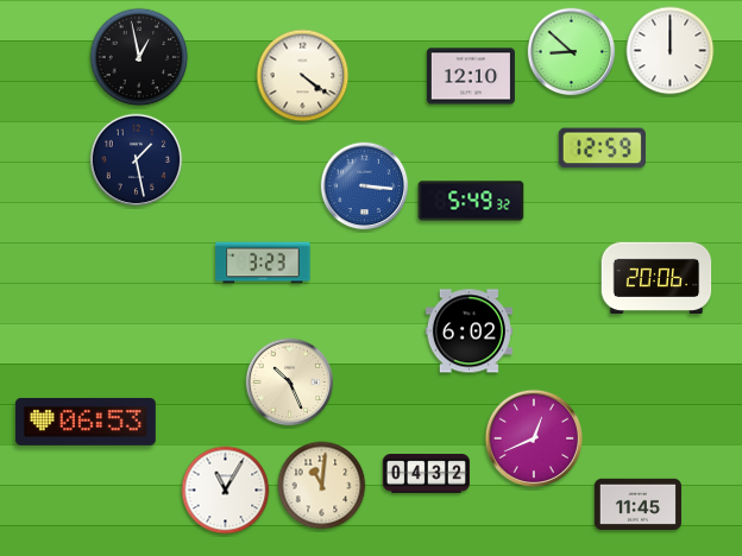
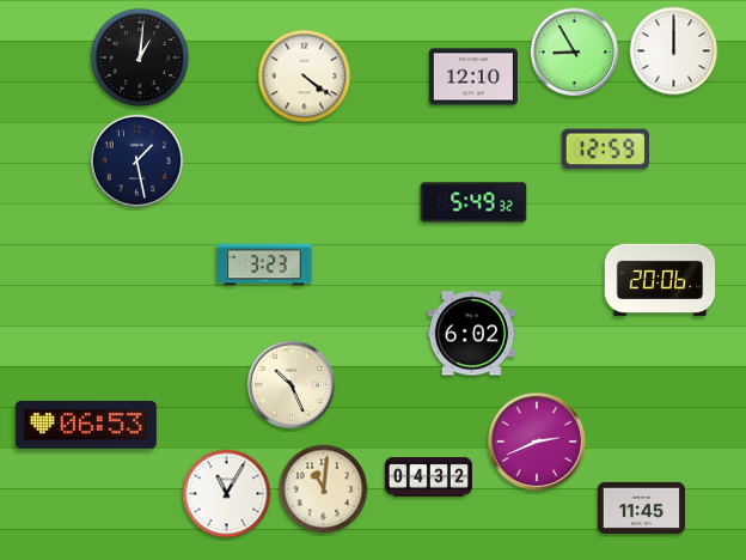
clock at (572, 52): 8:52 -> 8:55
clock at (139, 57): 12:58 -> 1:01
clock at (365, 187): 3:16 -> none
clock at (534, 438): 12:41 -> 2:41
